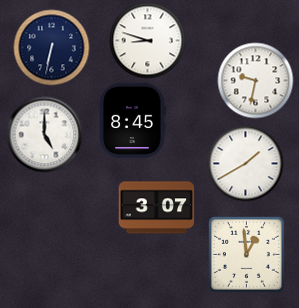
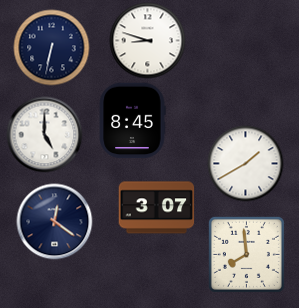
clock at (256, 81): 9:32 -> none
clock at (55, 222): none -> 12:21
clock at (246, 254): 12:59 -> 7:59
